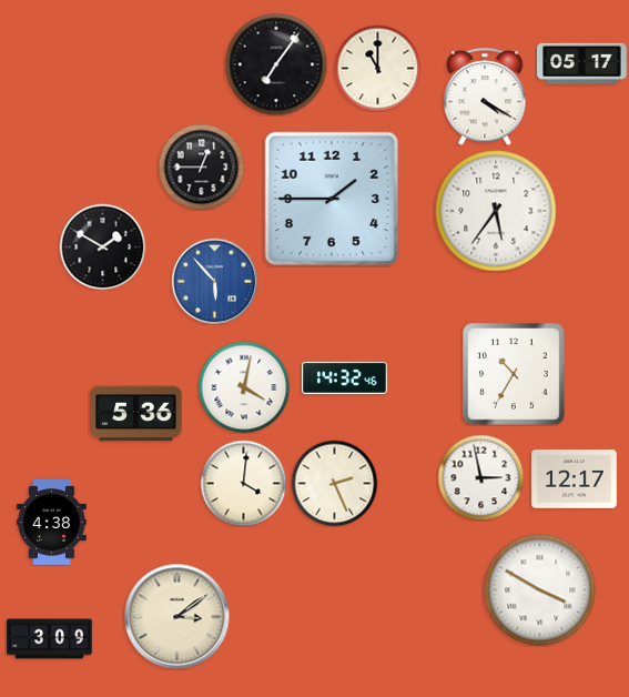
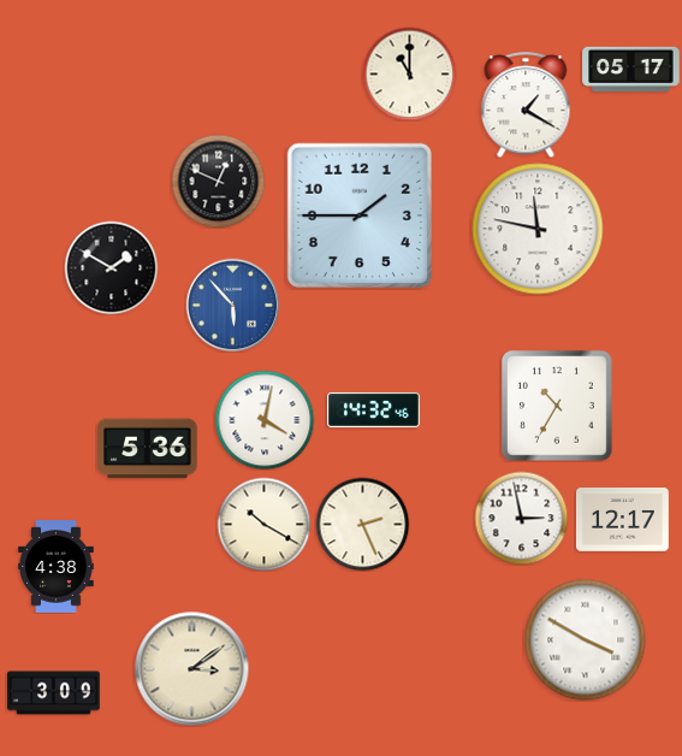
clock at (276, 64): 7:06 -> none
clock at (485, 97): 4:20 -> 1:20
clock at (201, 166): 12:45 -> 12:49
clock at (496, 211): 5:36 -> 11:47
clock at (243, 483): 4:01 -> 10:20
